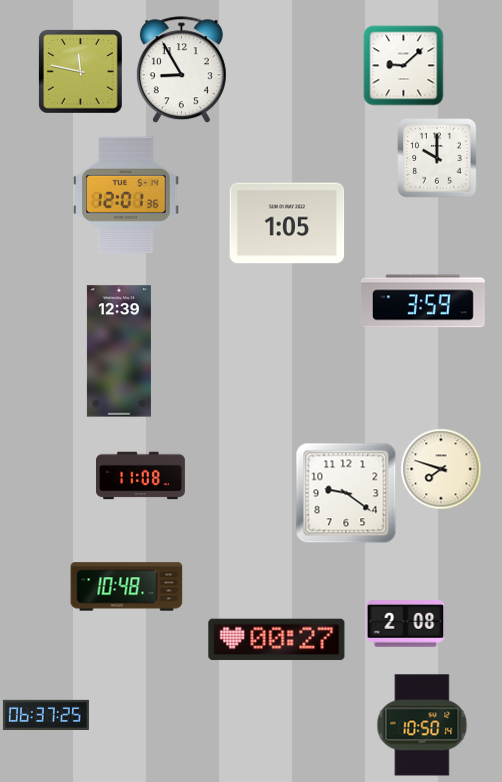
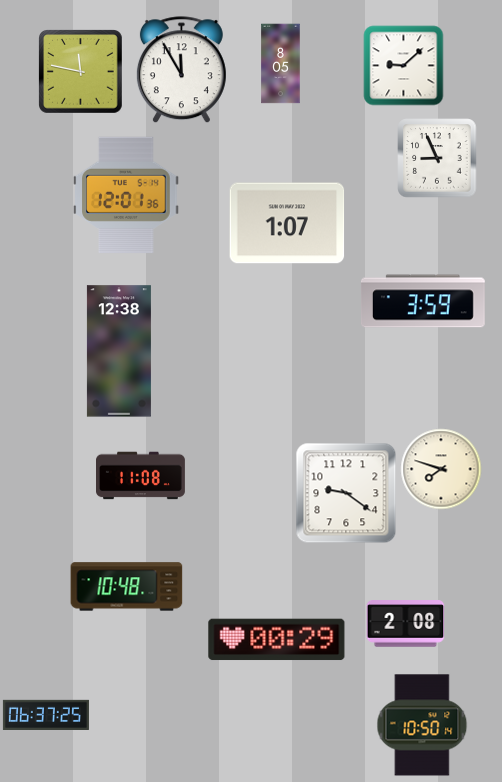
clock at (281, 64): none -> 8:05
clock at (181, 70): 8:55 -> 11:55
clock at (437, 158): 10:00 -> 8:56
clock at (287, 223): 1:05 -> 1:07
clock at (119, 351): 12:39 -> 12:38
clock at (277, 640): 00:27 -> 00:29
